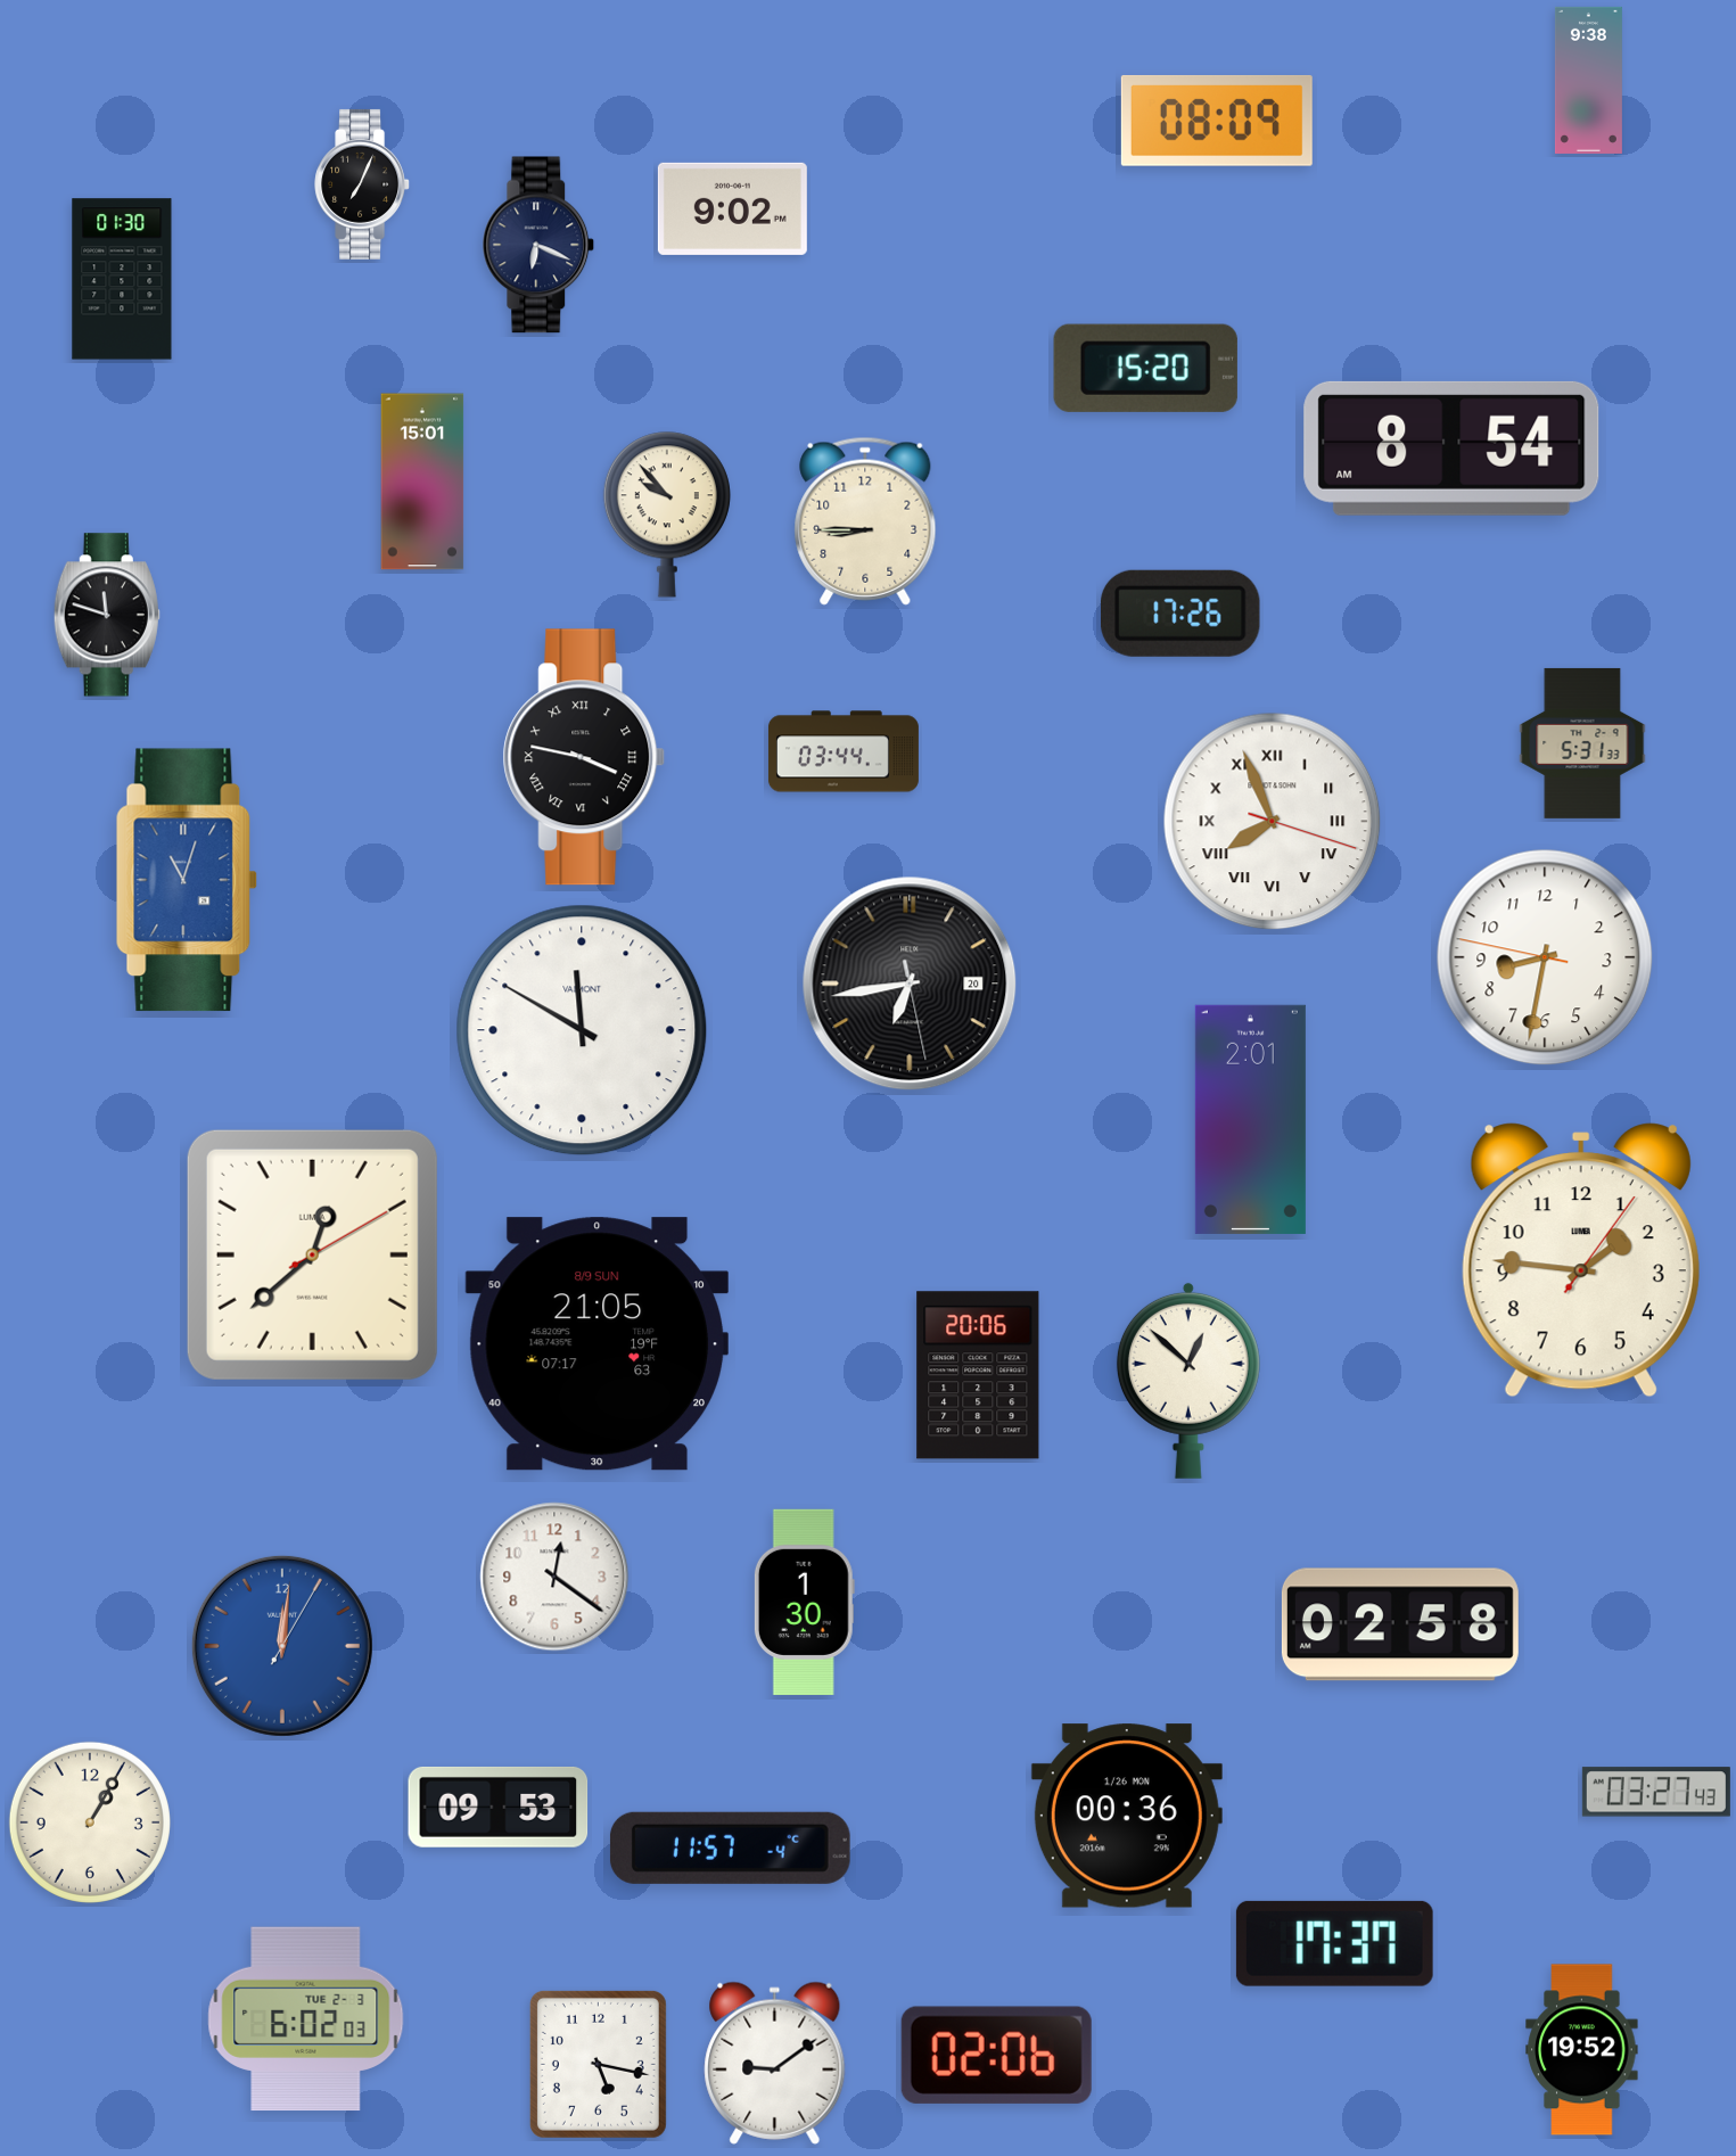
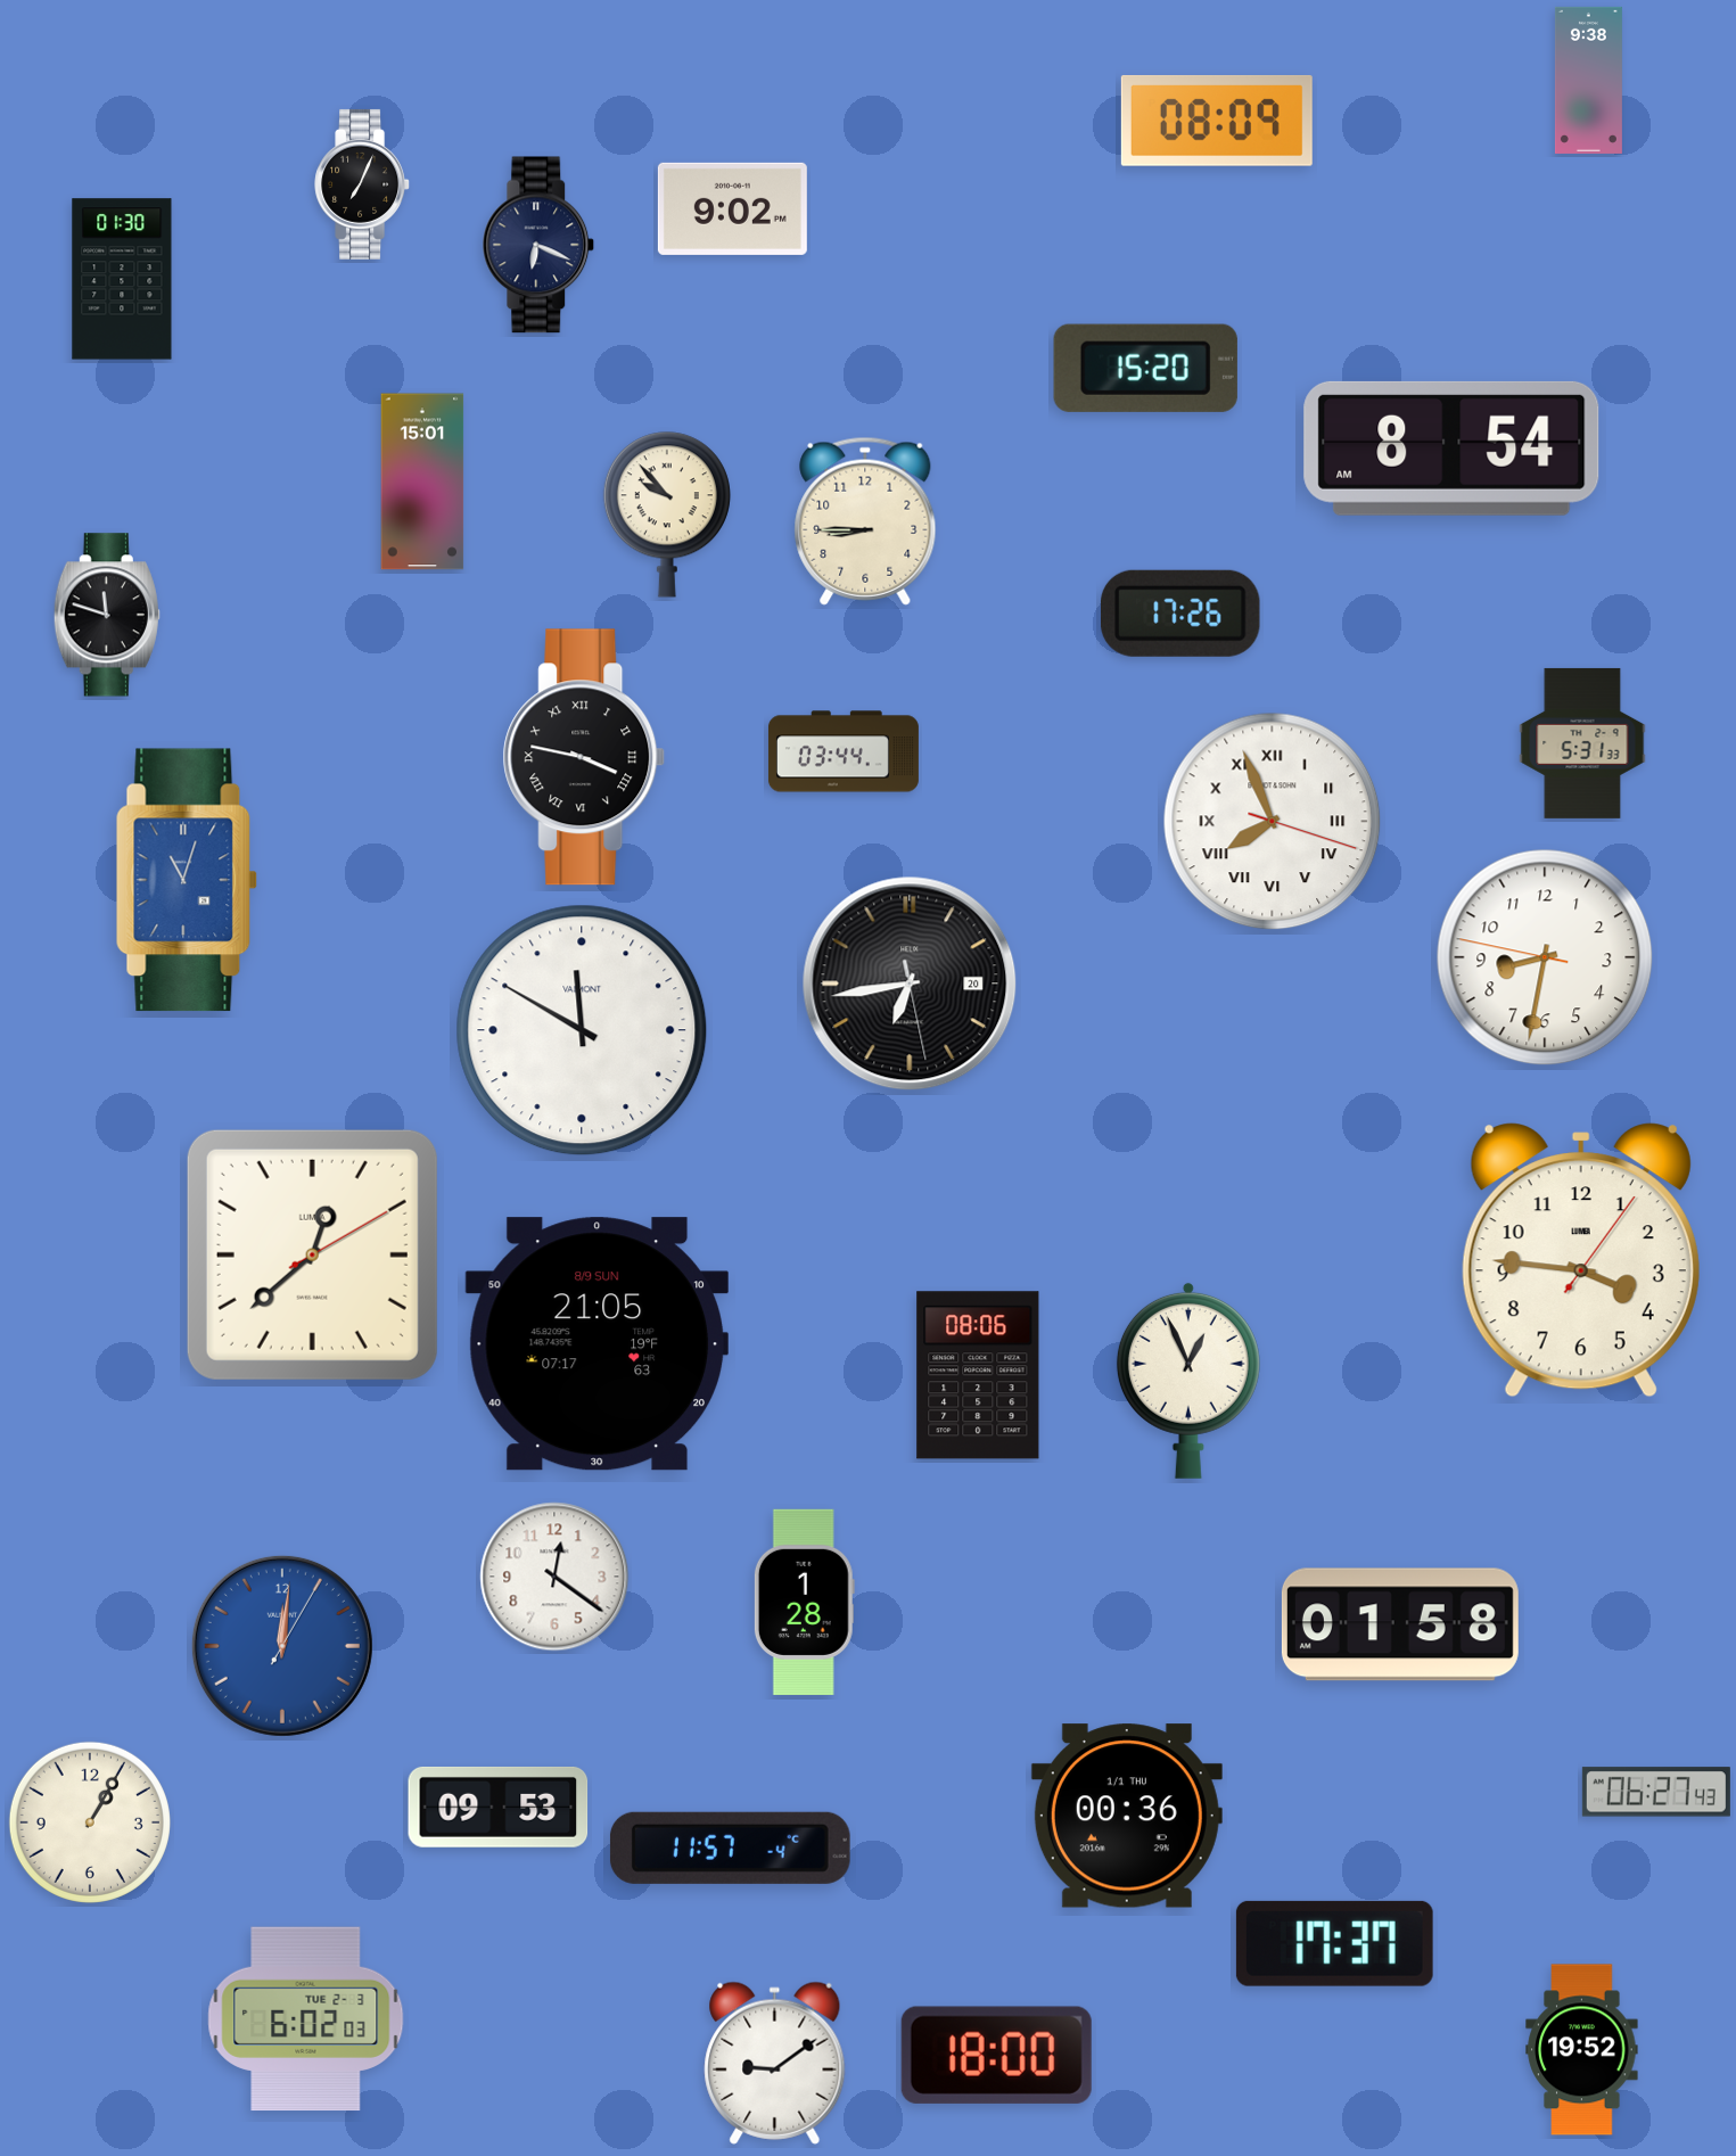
clock at (1250, 1119): 2:01 -> none
clock at (1581, 1260): 1:46 -> 3:46
clock at (978, 1375): 20:06 -> 08:06
clock at (1188, 1381): 12:52 -> 12:56
clock at (804, 1602): 1:30 -> 1:28
clock at (1400, 1624): 02:58 -> 01:58
clock at (1656, 1792): 03:27 -> 06:27
clock at (1127, 1816) date: 1/26 MON -> 1/1 THU
clock at (996, 2055): 02:06 -> 18:00
clock at (598, 2064): 5:17 -> none
